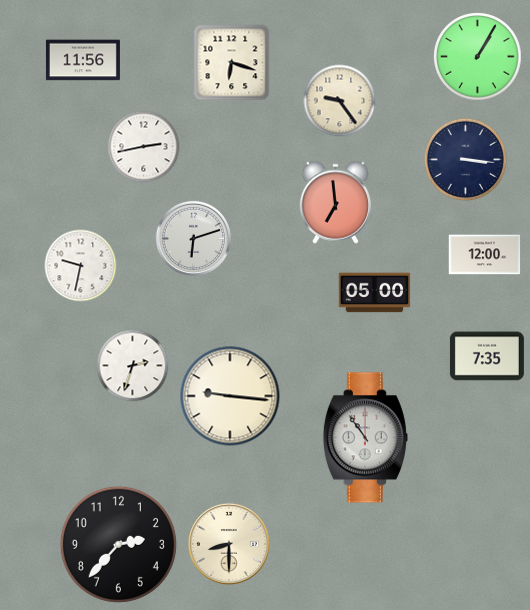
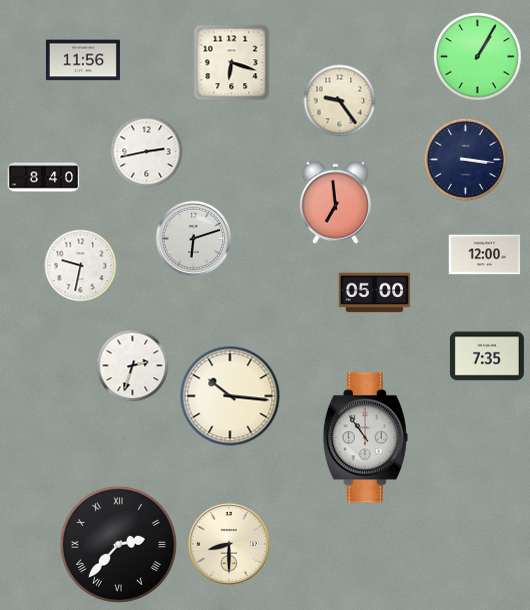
clock at (144, 147) position: (144, 147) -> (147, 152)
clock at (44, 178): none -> 8:40
clock at (230, 396): 9:16 -> 10:16
clock at (118, 544) numerals: Arabic -> Roman
